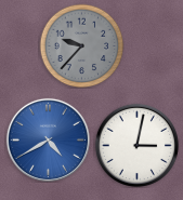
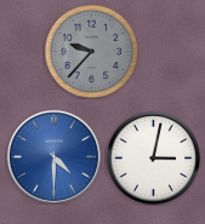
clock at (48, 139): 4:40 -> 4:30
clock at (136, 145) position: (136, 145) -> (153, 157)
